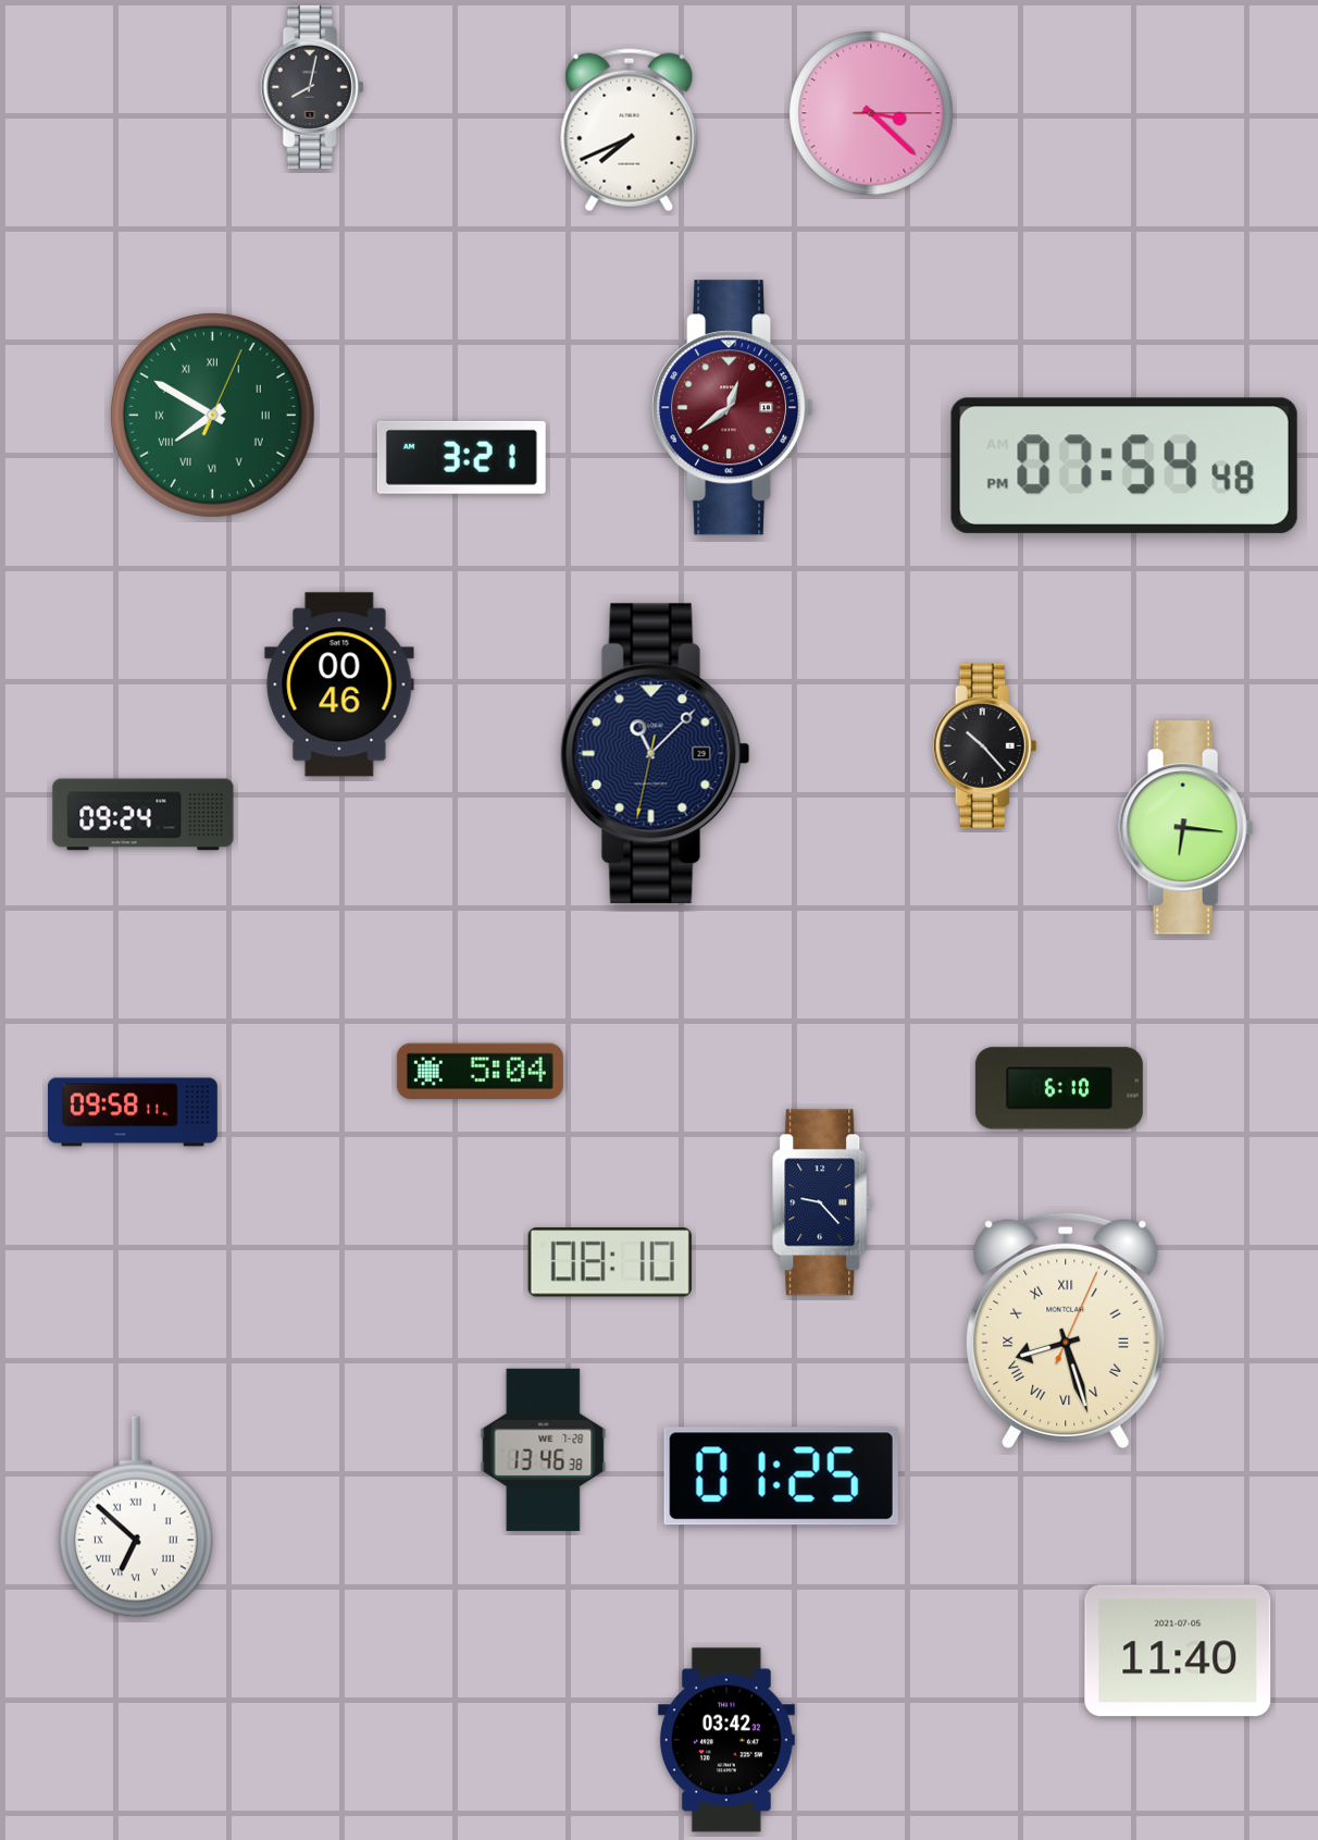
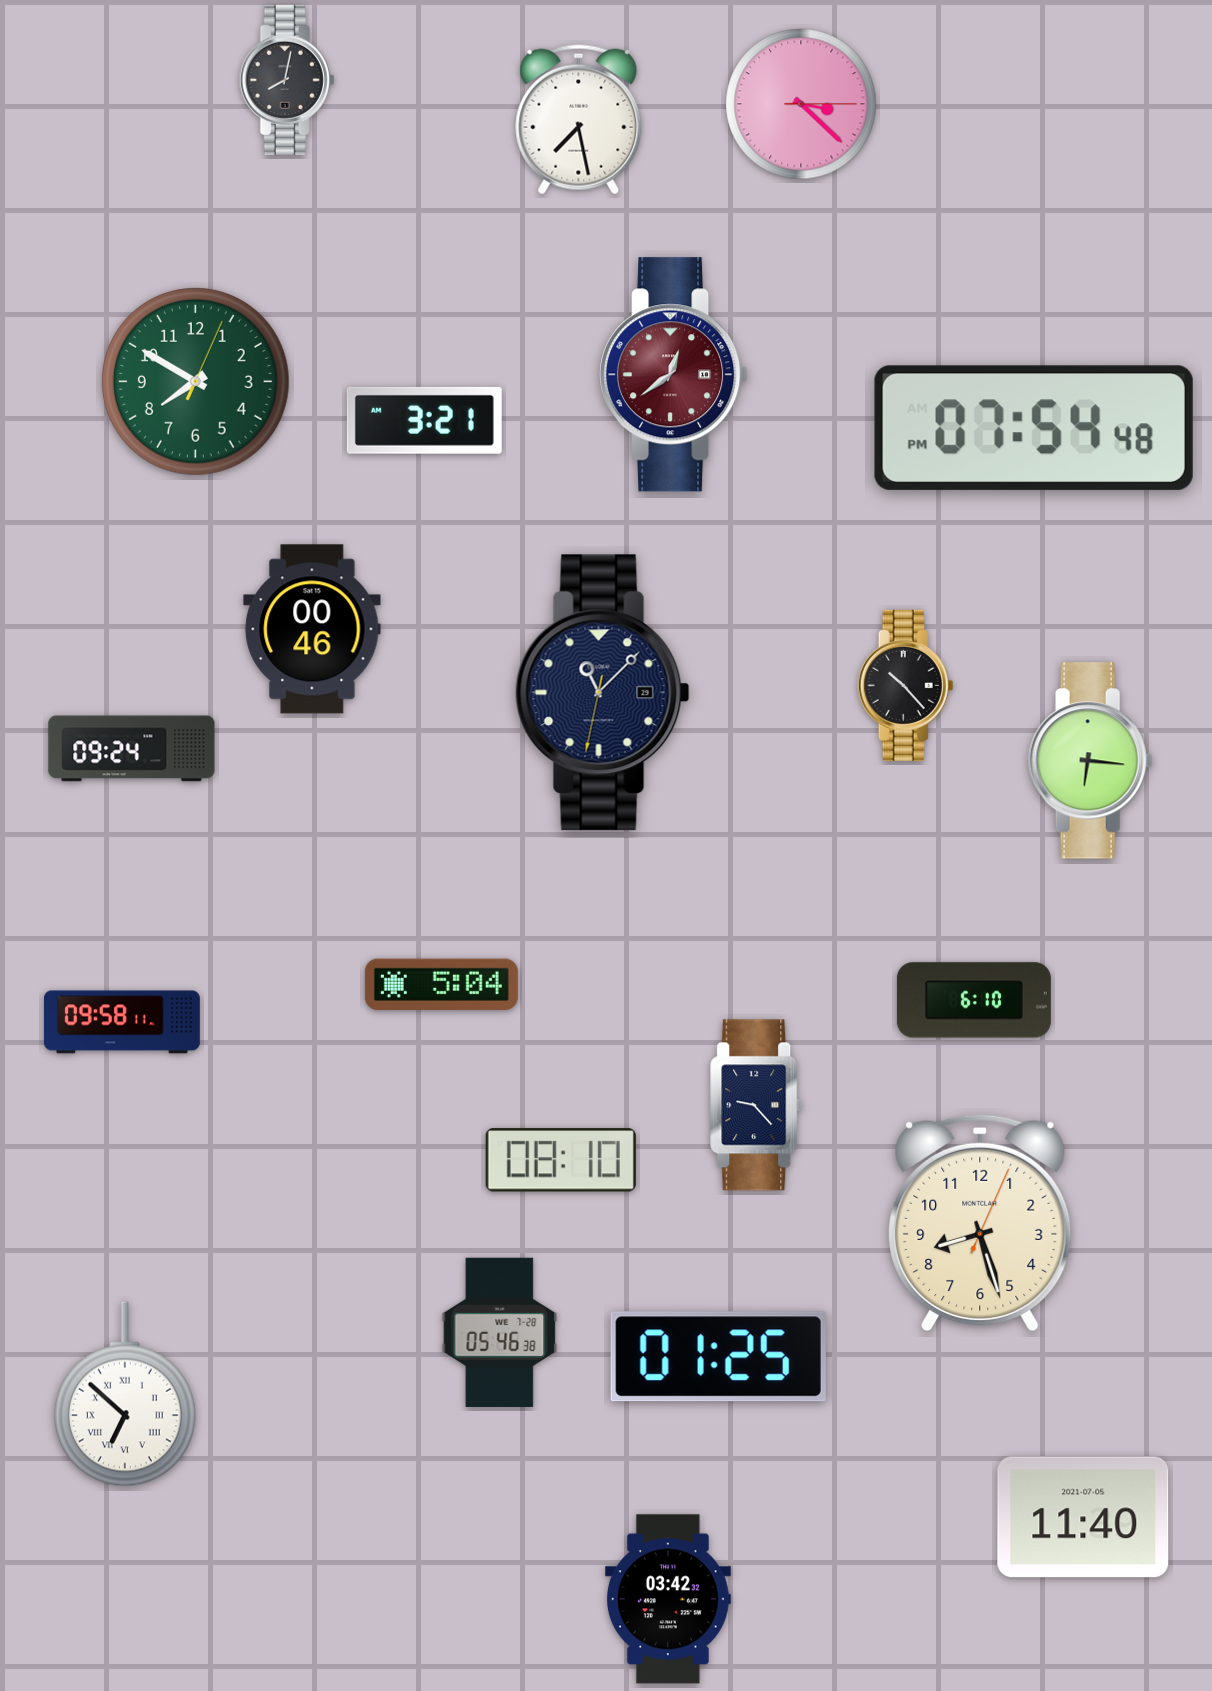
clock at (630, 131): 7:41 -> 7:28
clock at (213, 416) numerals: Roman -> Arabic
clock at (1066, 1330) numerals: Roman -> Arabic
clock at (544, 1449): 13:46 -> 05:46
